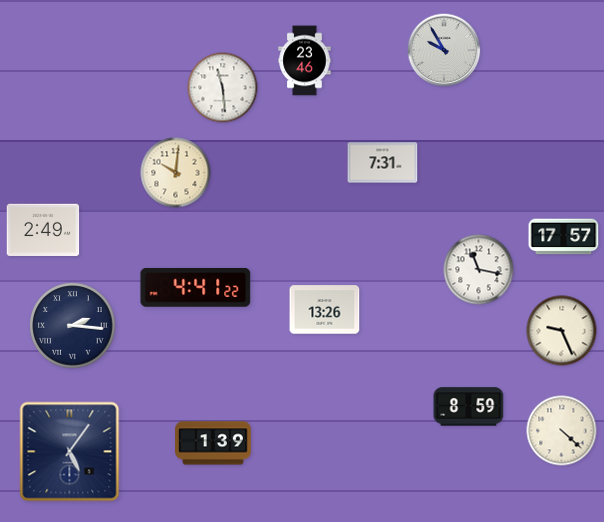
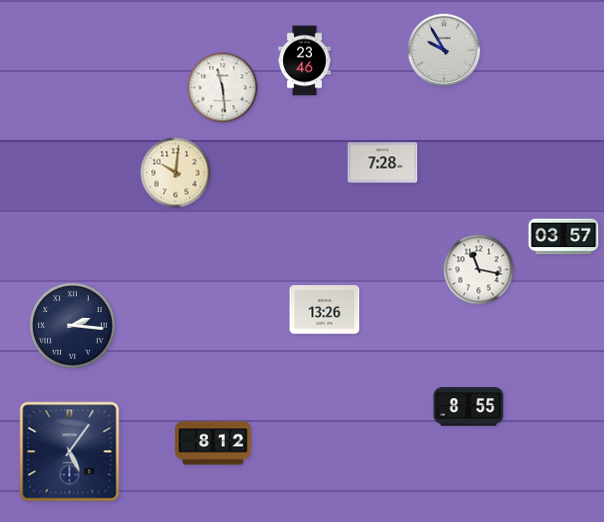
clock at (383, 163): 7:31 -> 7:28
clock at (43, 230): 2:49 -> none
clock at (564, 237): 17:57 -> 03:57
clock at (196, 287): 4:41 -> none
clock at (562, 331): 9:26 -> none
clock at (469, 407): 8:59 -> 8:55
clock at (562, 431): 4:22 -> none
clock at (213, 443): 1:39 -> 8:12
